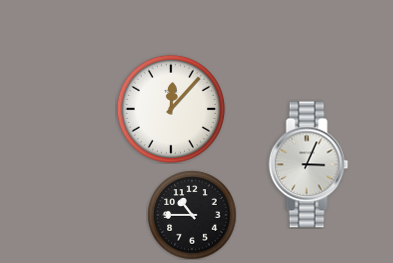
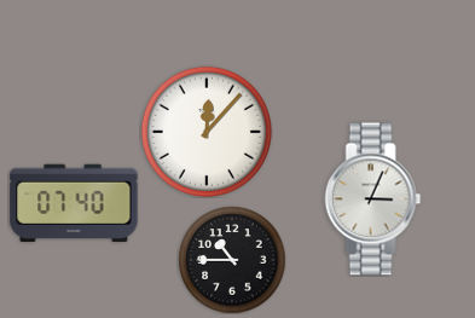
clock at (74, 202): none -> 07:40
